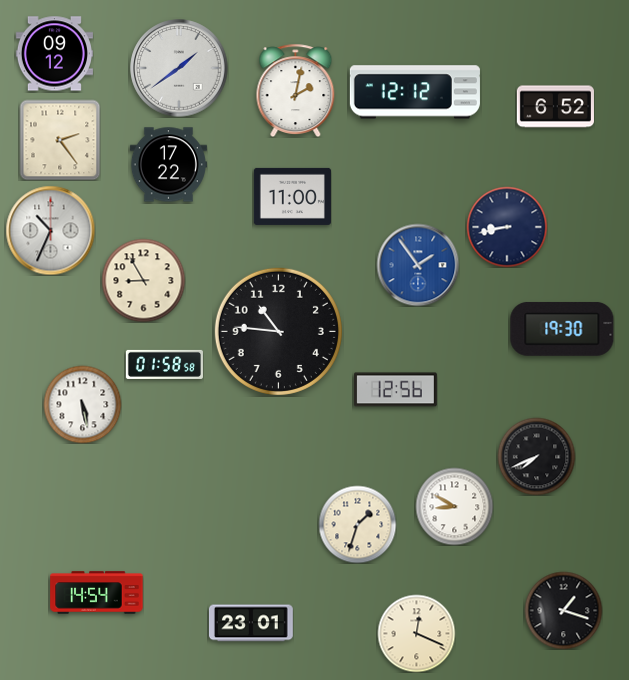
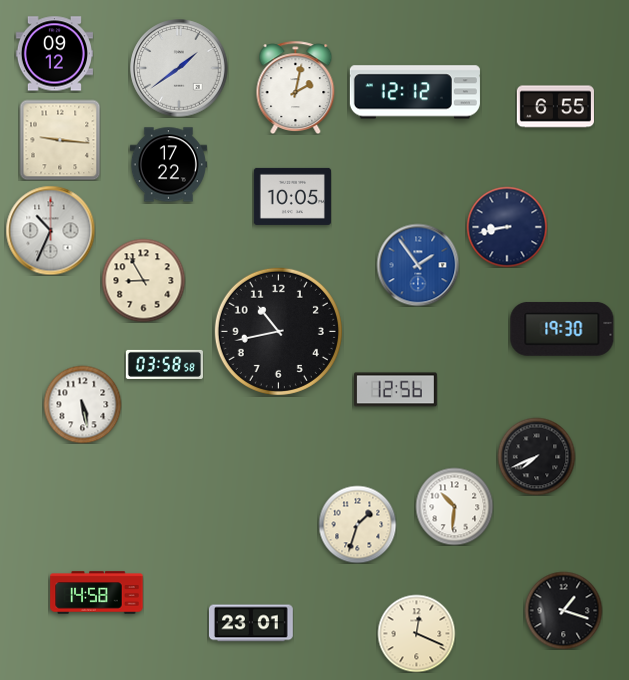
clock at (296, 90) position: (296, 90) -> (296, 87)
clock at (555, 107): 6:52 -> 6:55
clock at (60, 140): 2:24 -> 9:16
clock at (292, 196): 11:00 -> 10:05
clock at (278, 331): 10:46 -> 10:43
clock at (164, 364): 01:58 -> 03:58
clock at (454, 506): 8:50 -> 10:31
clock at (97, 593): 14:54 -> 14:58
